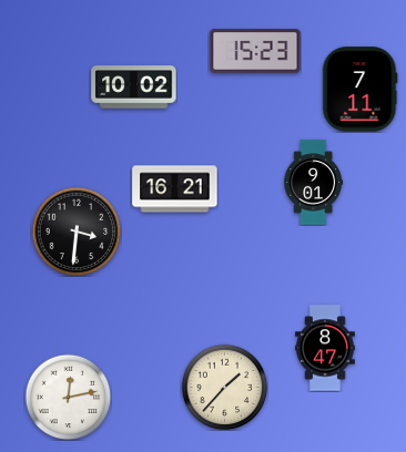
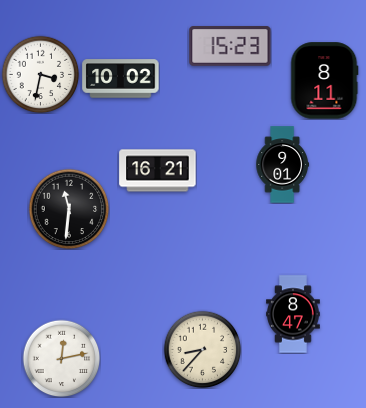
clock at (40, 74): none -> 3:32
clock at (361, 90): 7:11 -> 8:11
clock at (77, 232): 3:31 -> 11:31
clock at (224, 387): 1:37 -> 8:37
